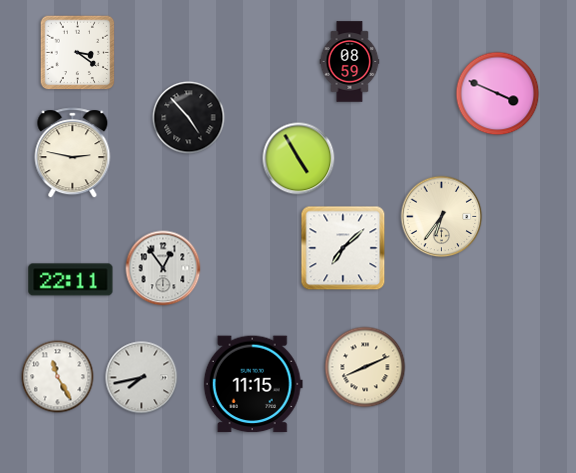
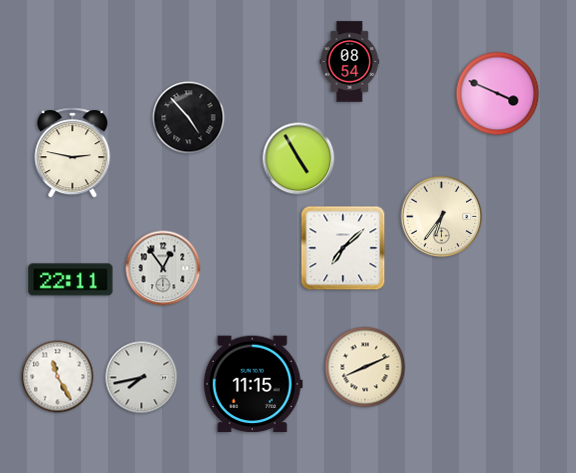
clock at (78, 53): 3:21 -> none
clock at (350, 62): 08:59 -> 08:54
